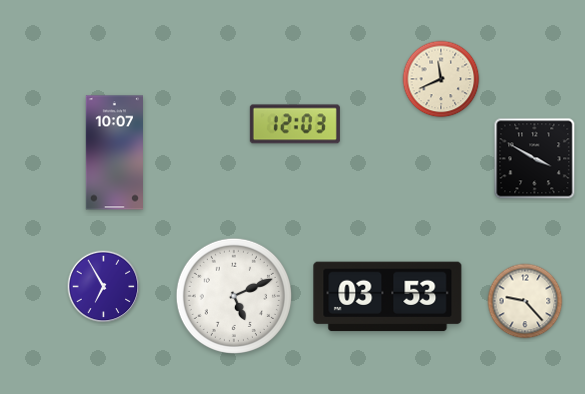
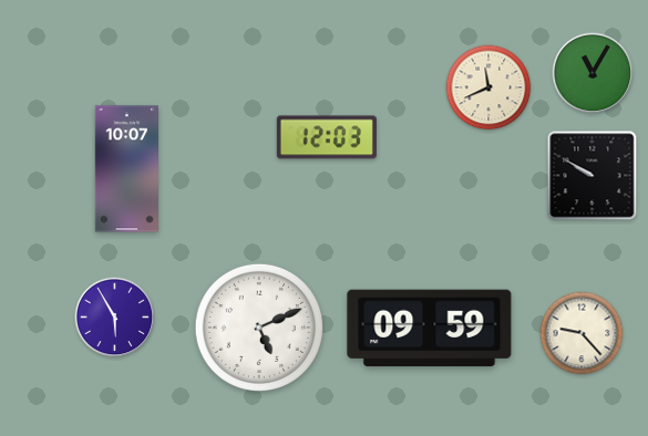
clock at (593, 73): none -> 11:05
clock at (535, 159): 3:50 -> 9:50
clock at (104, 287): 6:55 -> 5:55
clock at (388, 297): 03:53 -> 09:59
